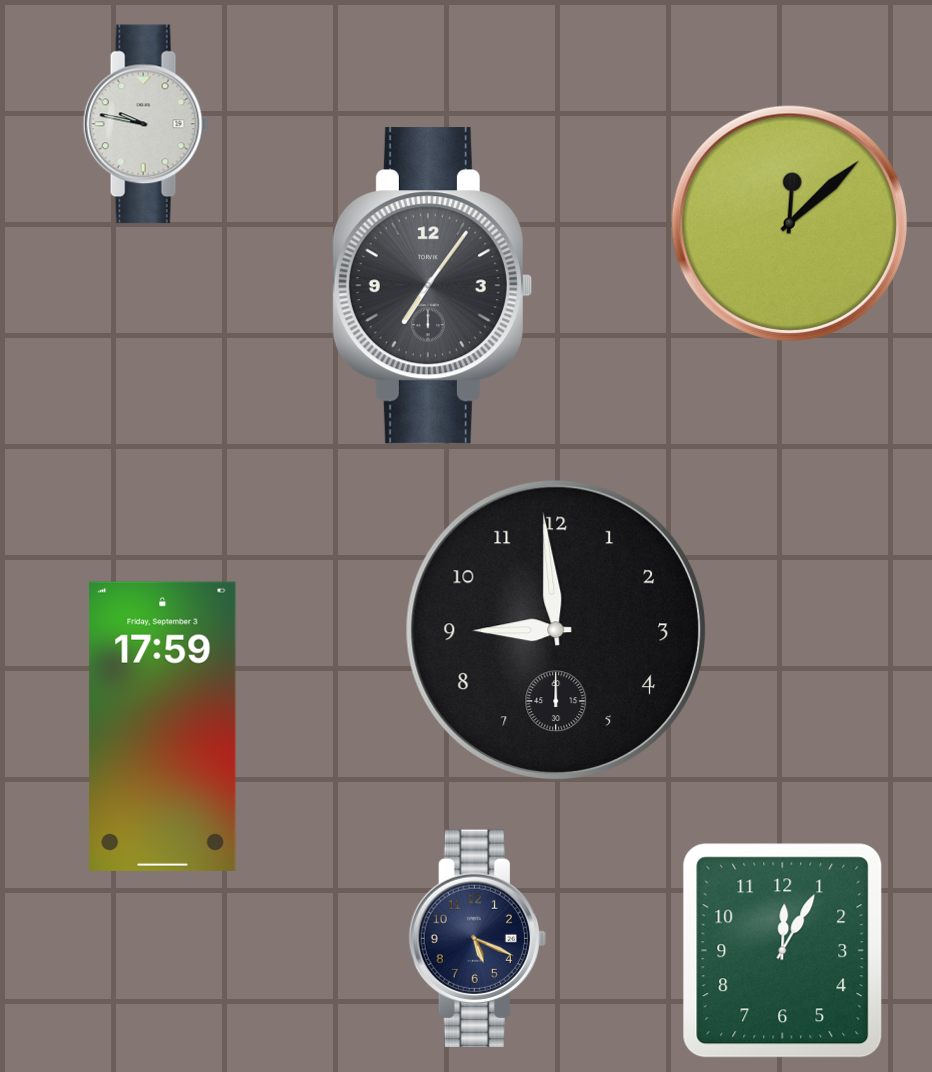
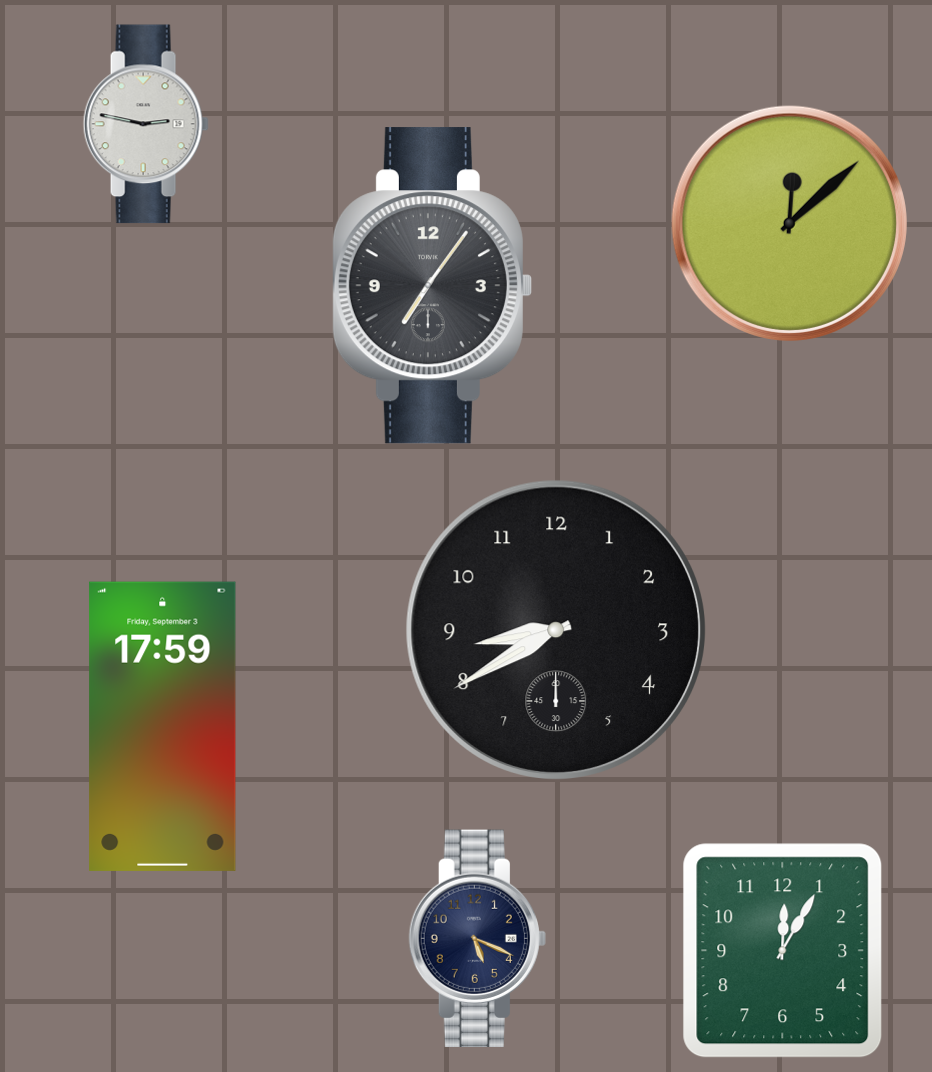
clock at (146, 124): 9:47 -> 2:47
clock at (556, 630): 8:59 -> 8:40
